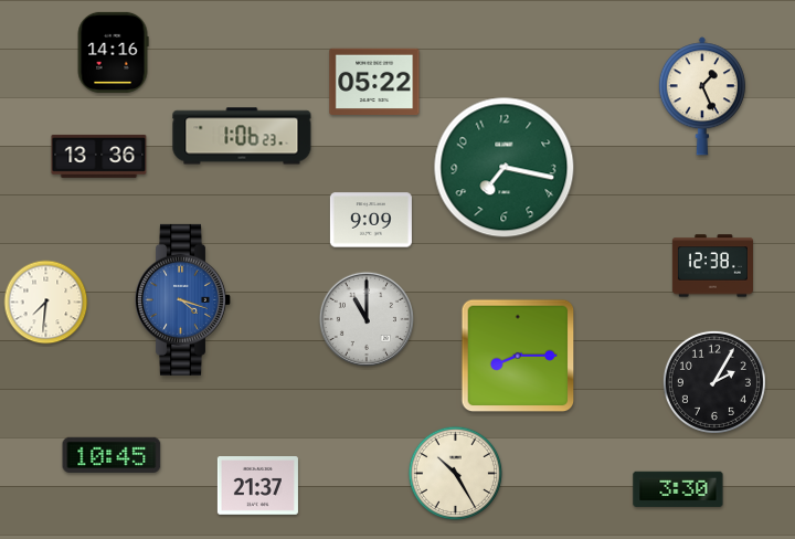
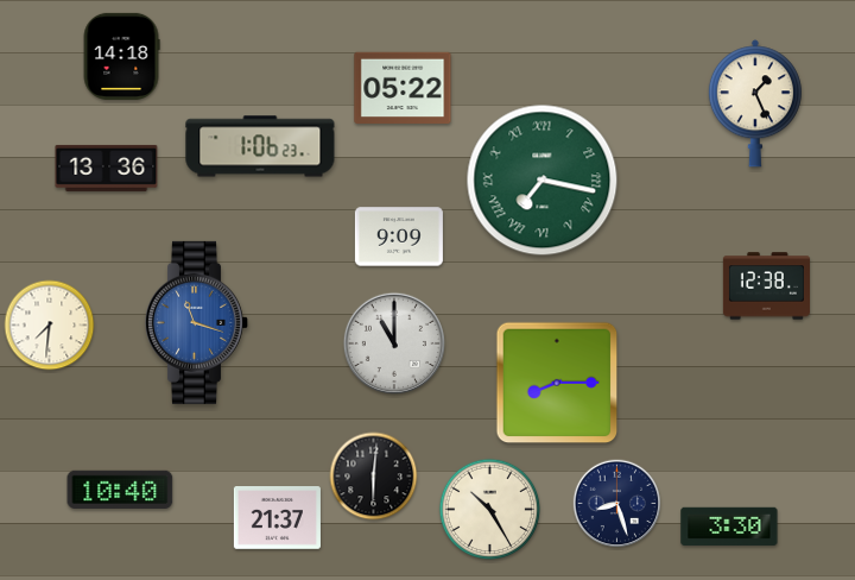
clock at (113, 52): 14:16 -> 14:18
clock at (505, 168) numerals: Arabic -> Roman
clock at (183, 299): 4:18 -> 11:18
clock at (714, 382): 2:05 -> none
clock at (374, 477): none -> 6:01
clock at (112, 455): 10:45 -> 10:40
clock at (617, 504): none -> 8:27
clock at (257, 486) position: (257, 486) -> (277, 518)
